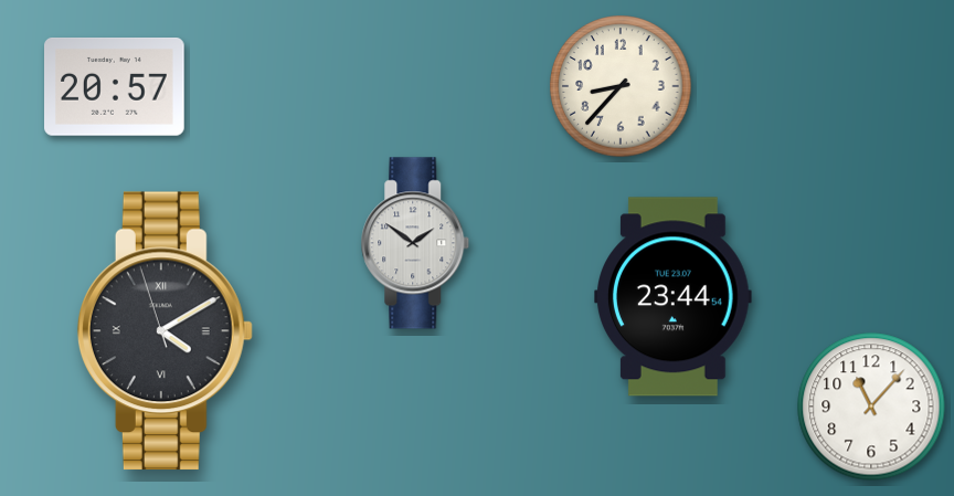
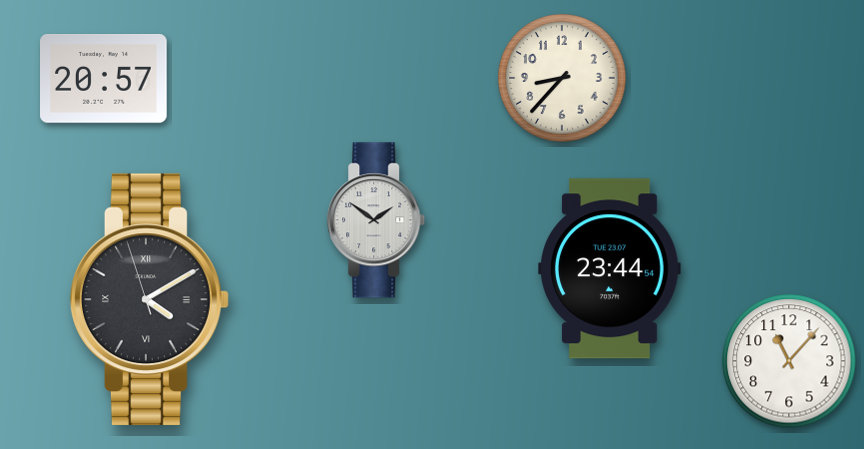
clock at (871, 407) position: (871, 407) -> (789, 361)
